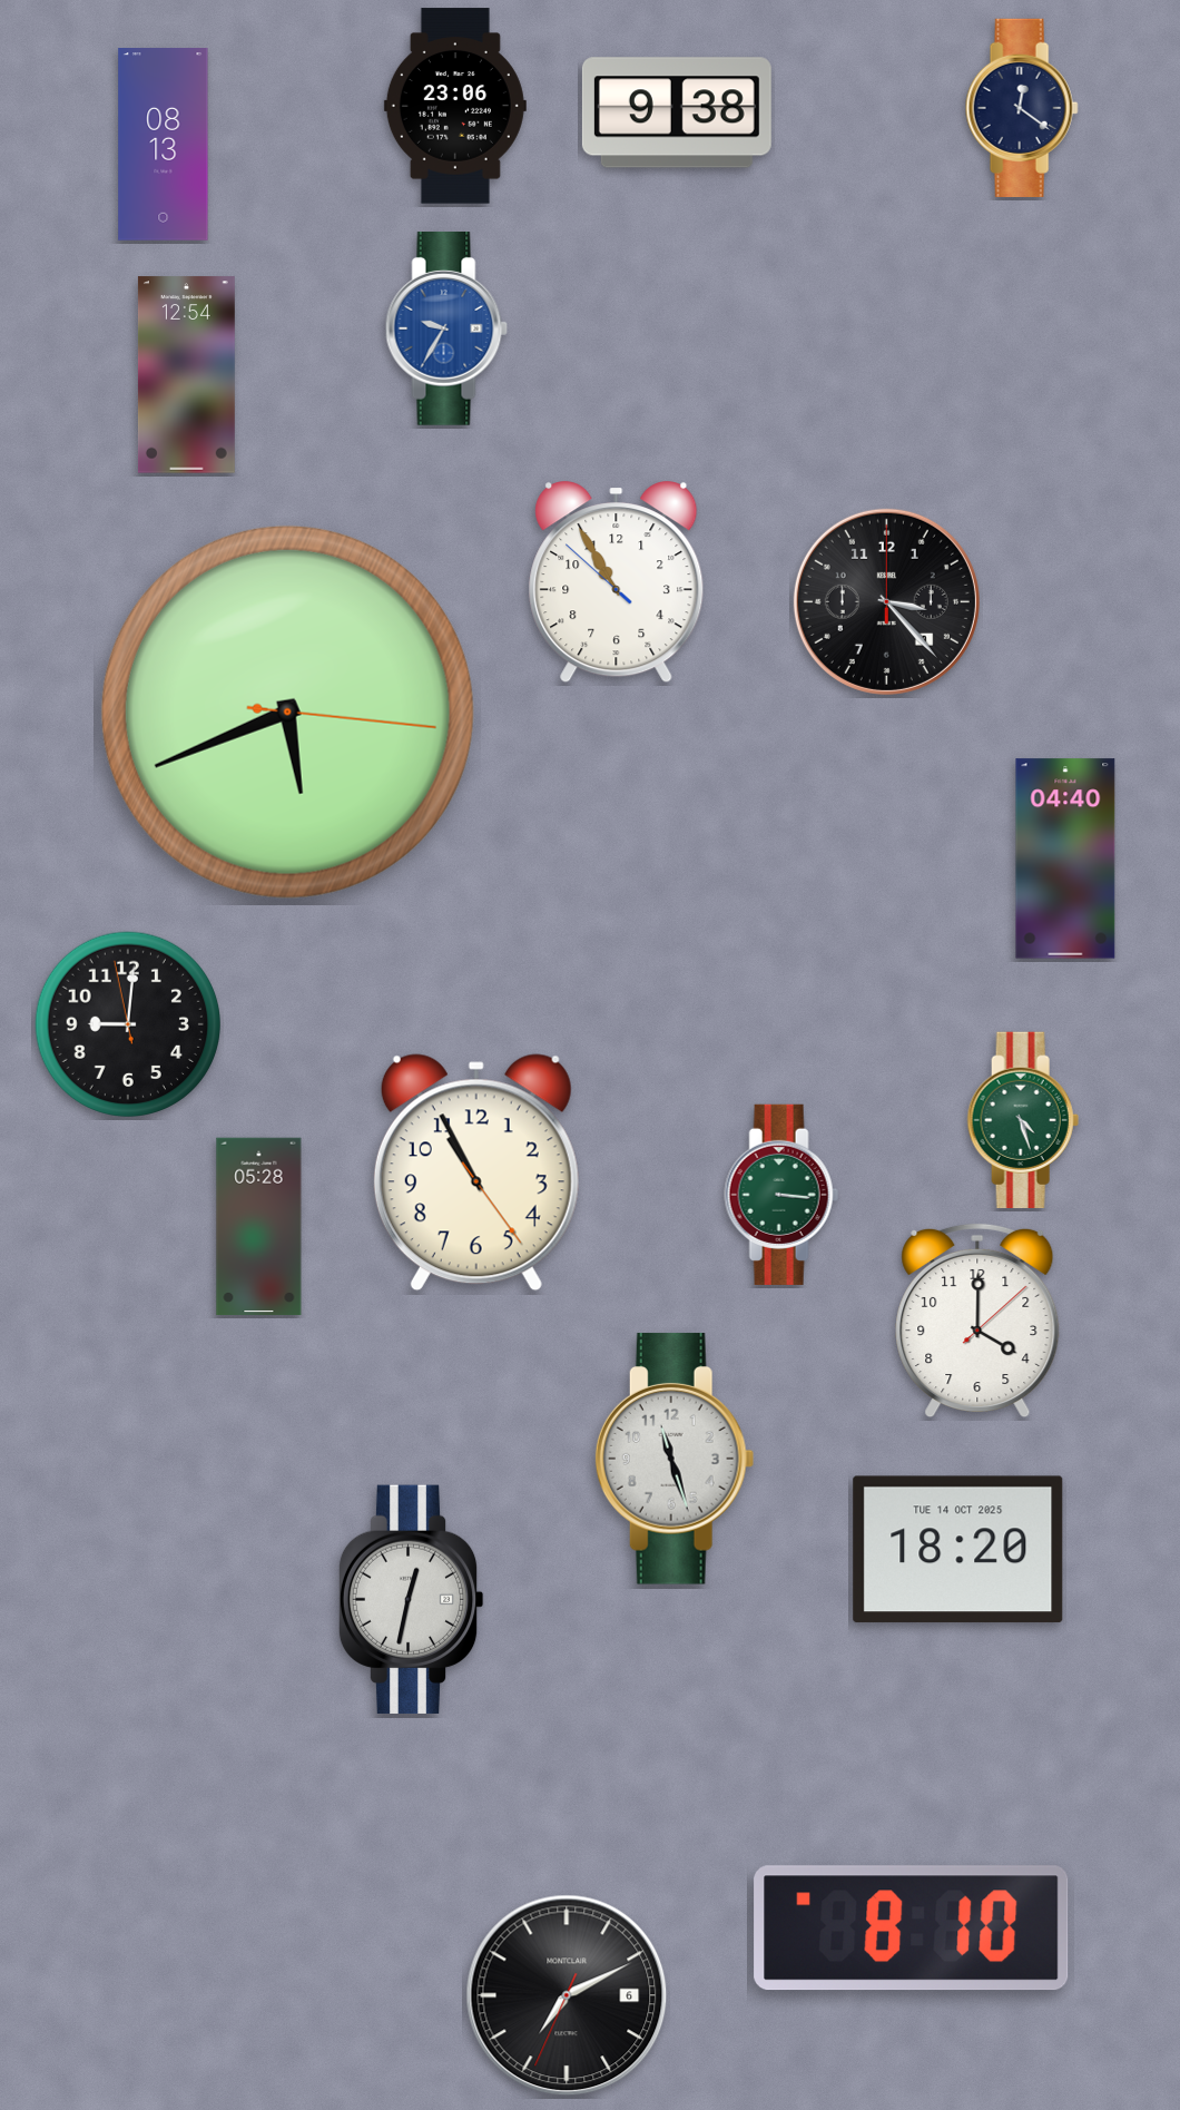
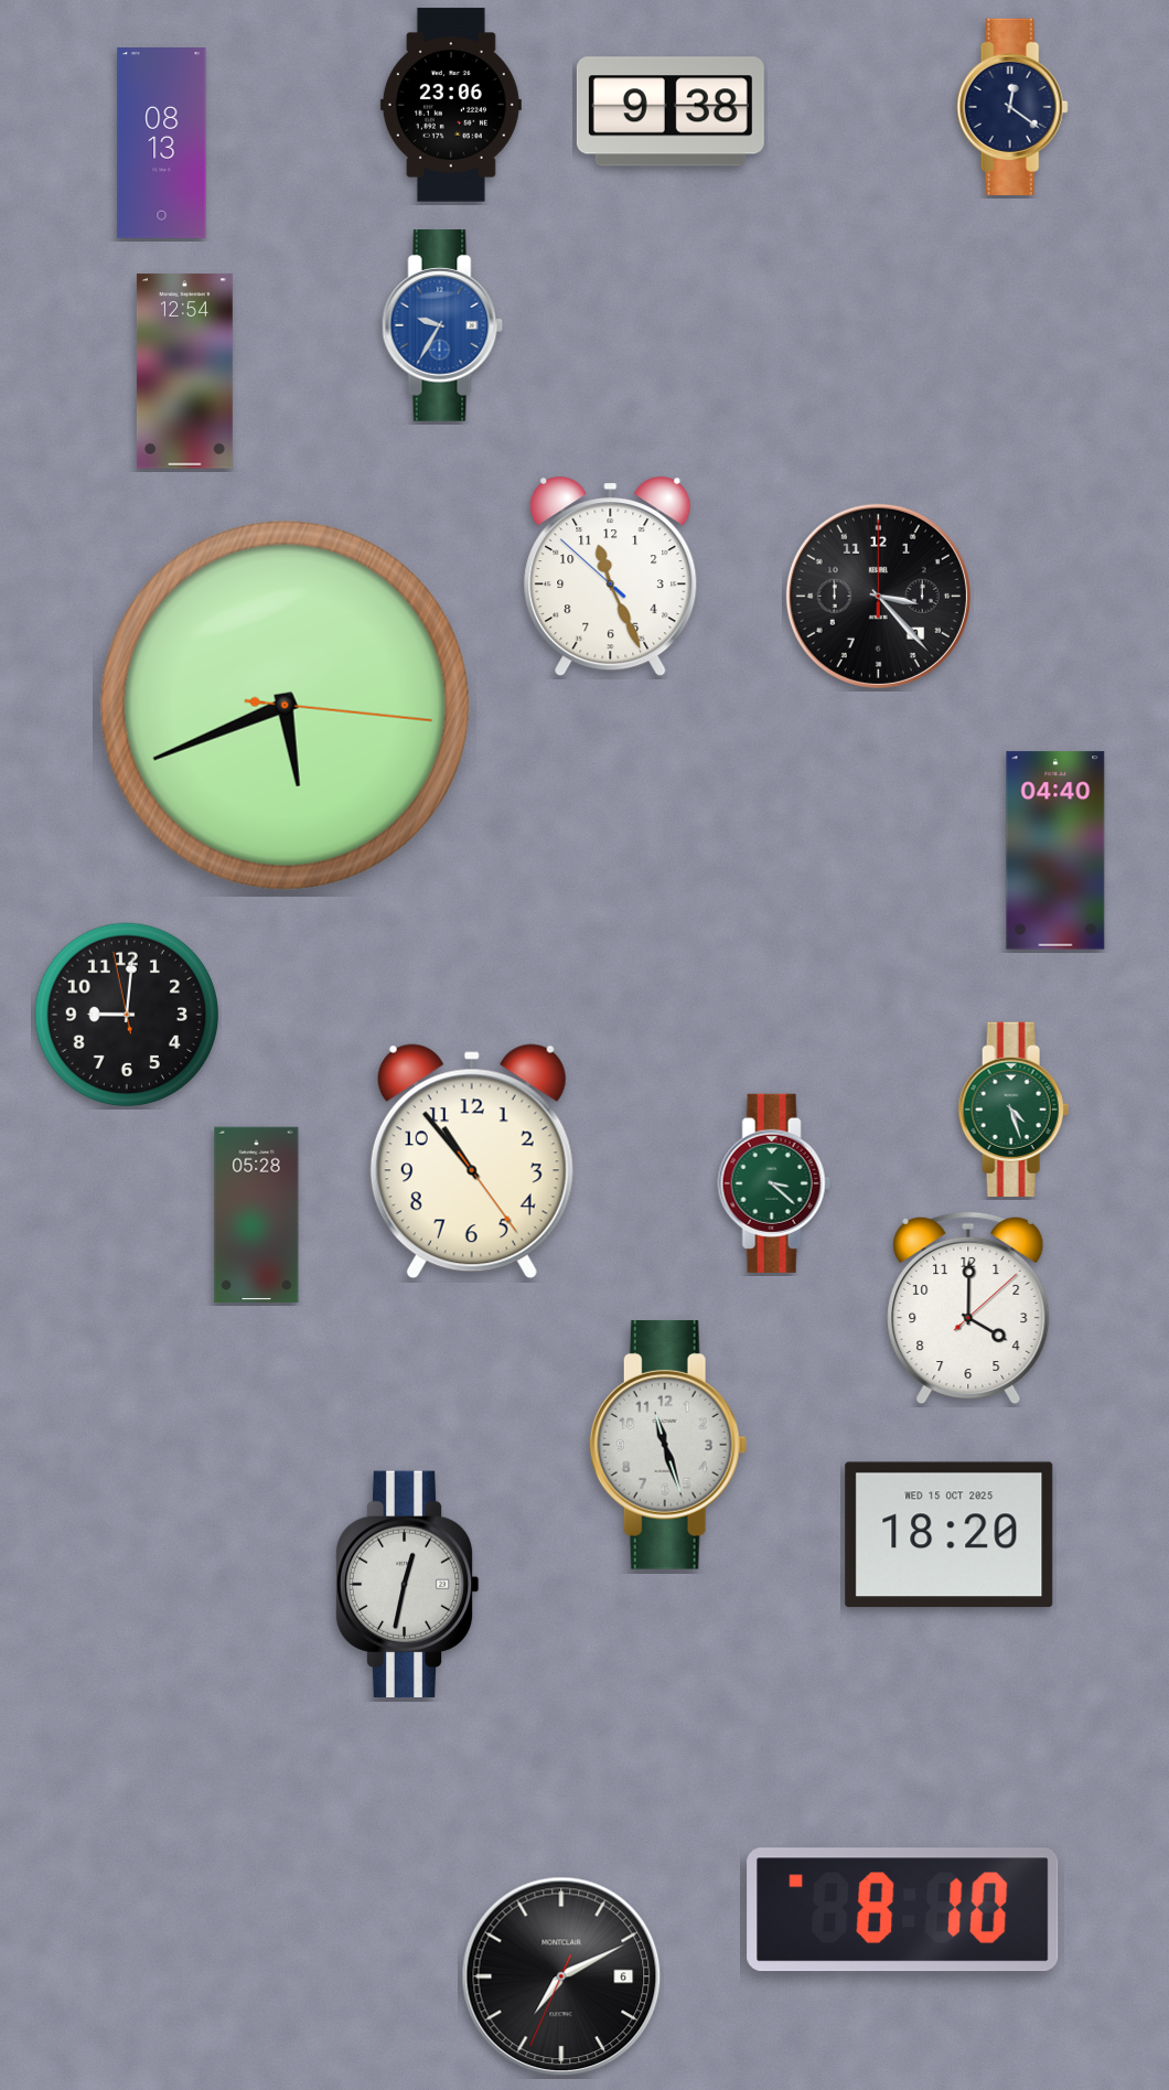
clock at (617, 582): 10:54 -> 11:25
clock at (476, 1172): 10:55 -> 10:53
clock at (781, 1195): 3:16 -> 3:22
clock at (958, 1550) date: TUE 14 OCT 2025 -> WED 15 OCT 2025
